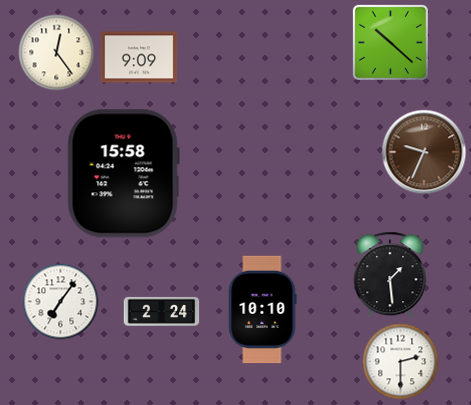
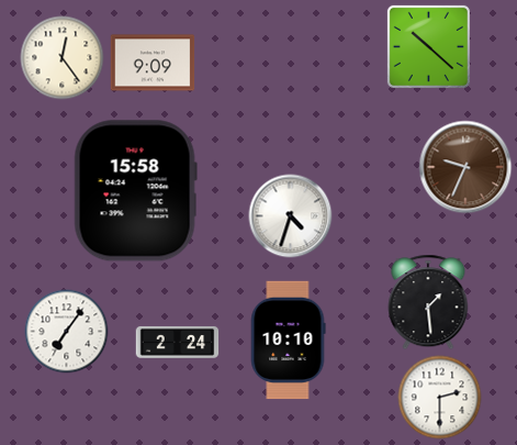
clock at (291, 216): none -> 4:33
